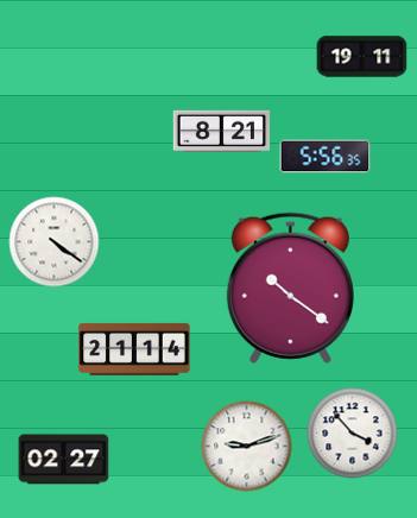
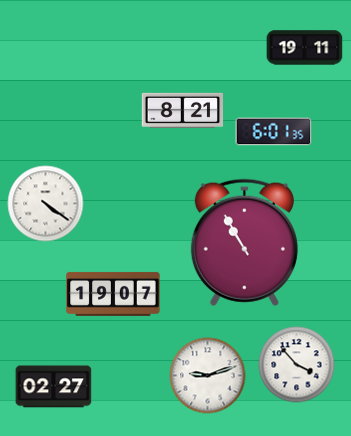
clock at (222, 131) position: (222, 131) -> (183, 110)
clock at (326, 157): 5:56 -> 6:01
clock at (290, 288): 10:21 -> 10:55
clock at (134, 349): 21:14 -> 19:07
